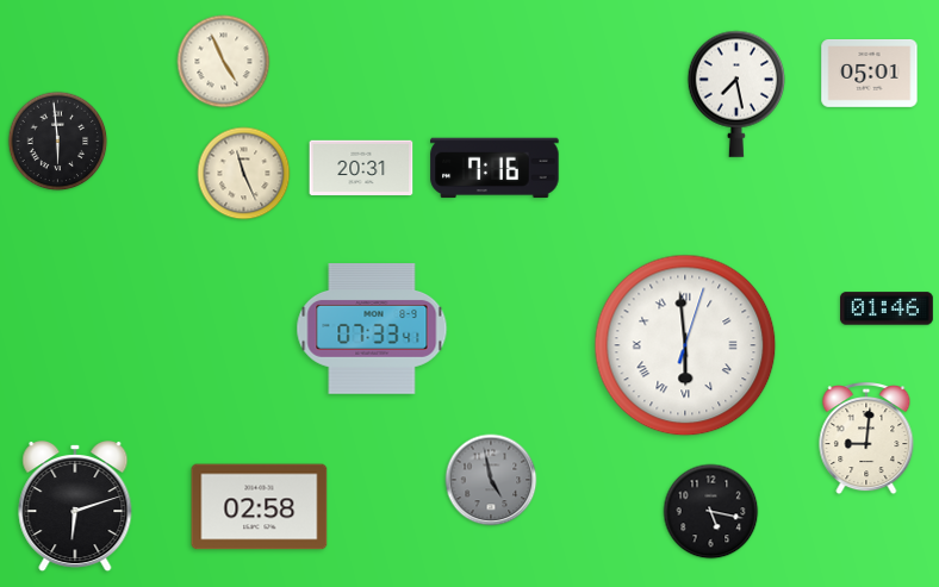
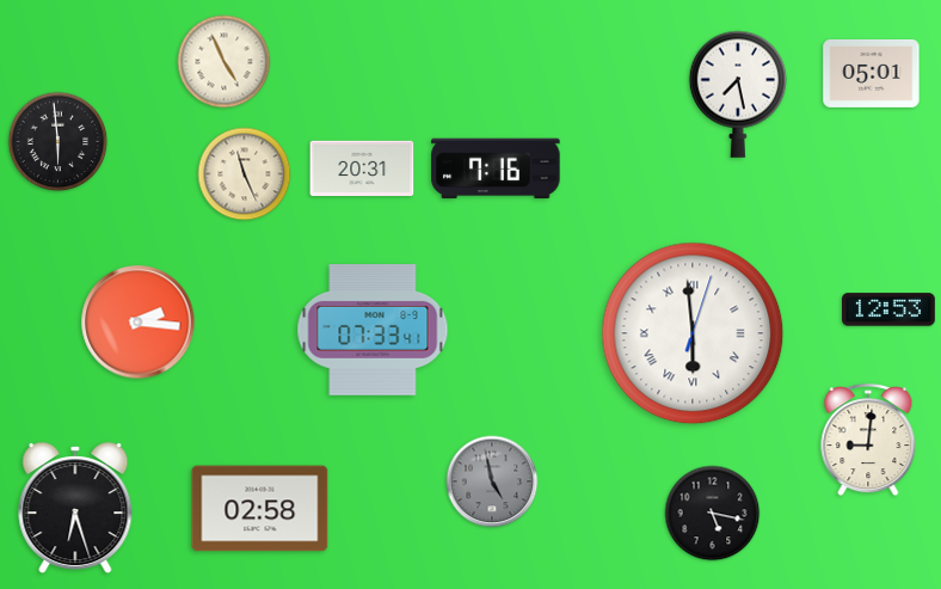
clock at (888, 308): 01:46 -> 12:53
clock at (139, 323): none -> 2:16
clock at (685, 345) position: (685, 345) -> (693, 333)
clock at (75, 506): 6:12 -> 6:27
